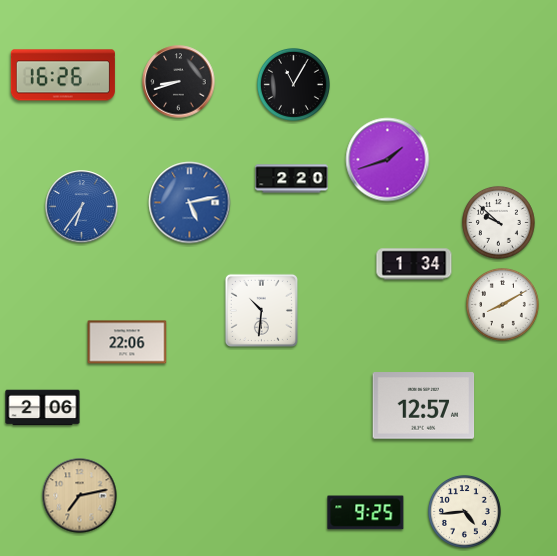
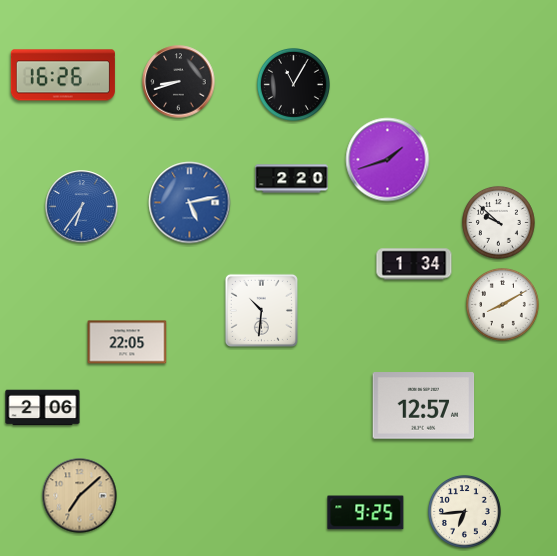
clock at (127, 342): 22:06 -> 22:05
clock at (80, 496): 7:13 -> 7:08
clock at (464, 511): 4:44 -> 6:44
